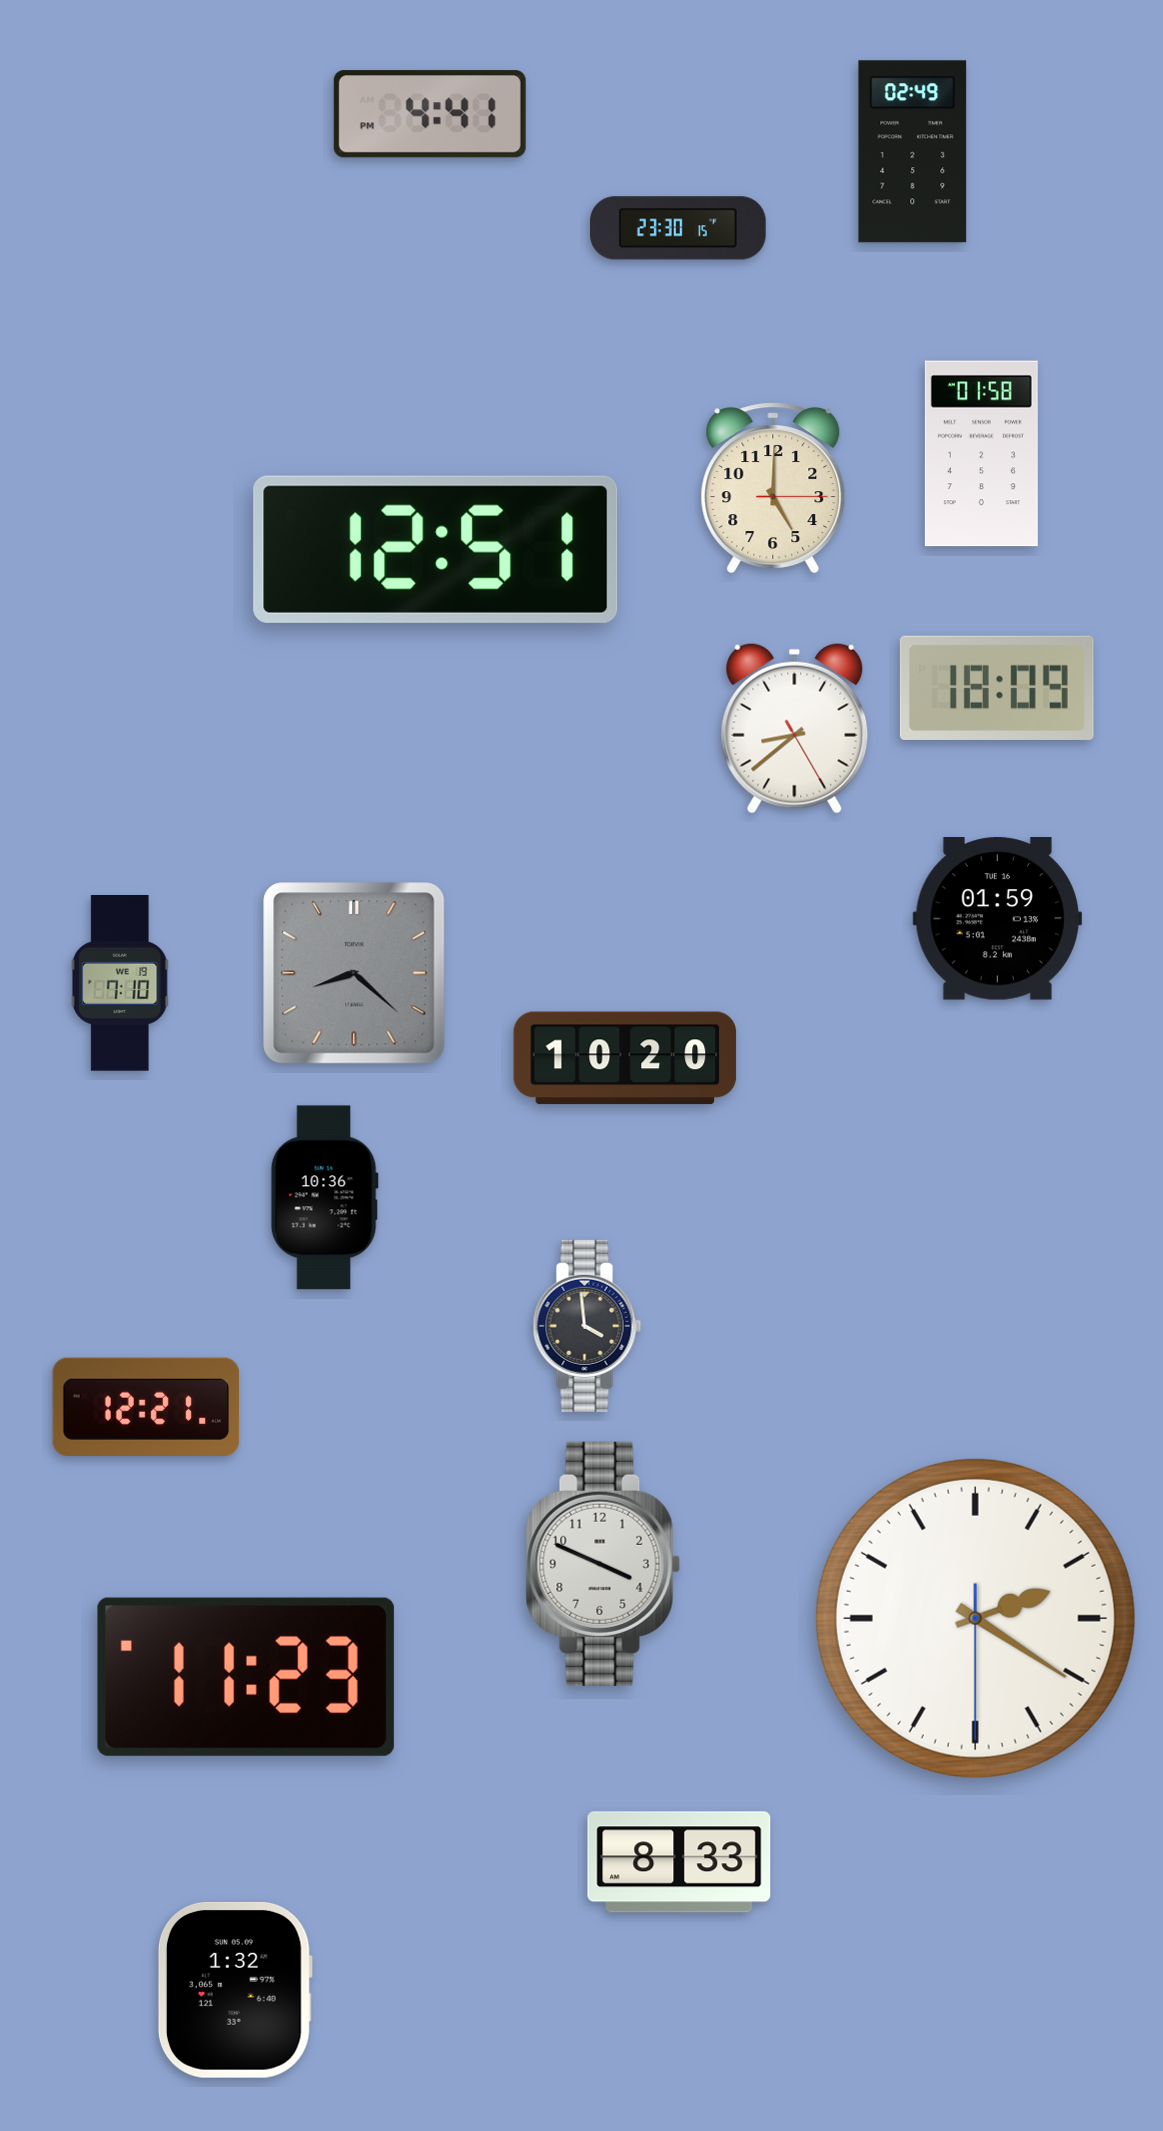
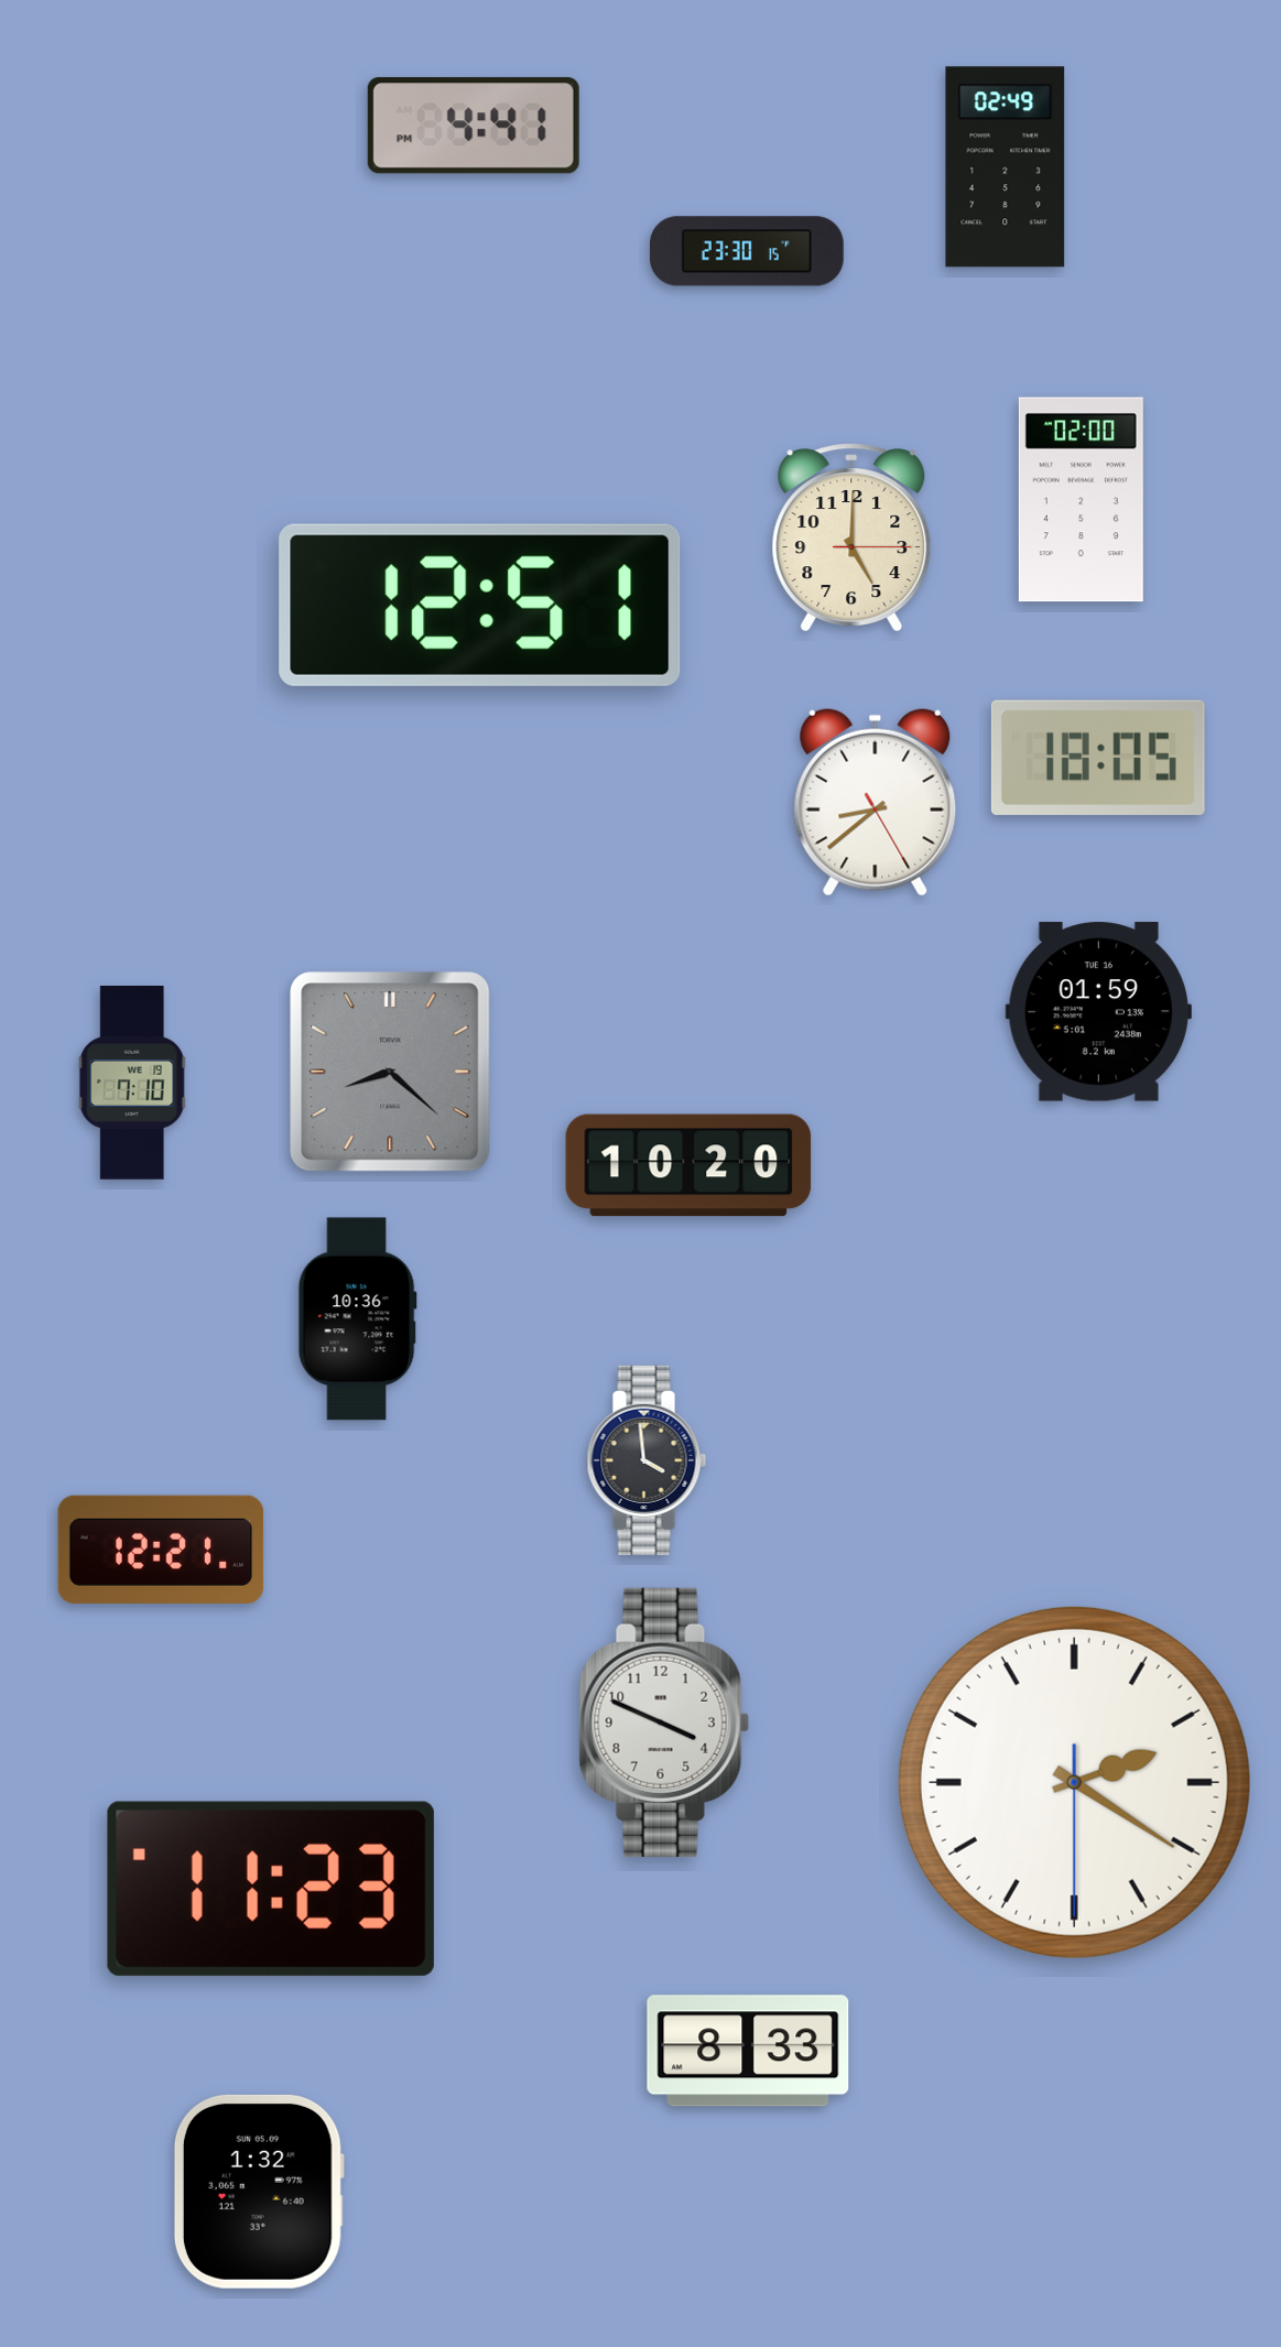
clock at (981, 454): 01:58 -> 02:00
clock at (997, 688): 18:09 -> 18:05
clock at (246, 1677) position: (246, 1677) -> (271, 1889)
